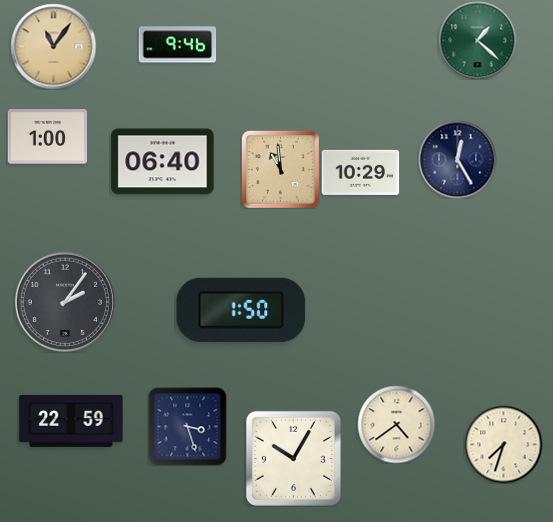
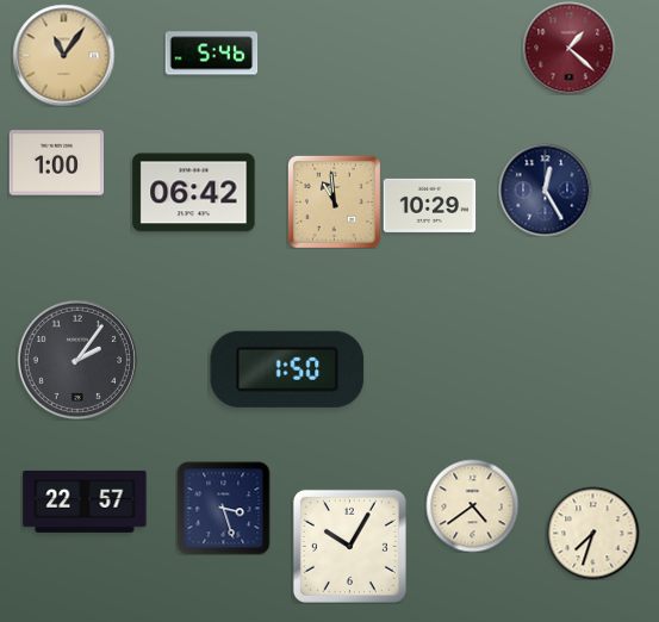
clock at (477, 40) dial: green -> burgundy
clock at (177, 45): 9:46 -> 5:46
clock at (163, 162): 06:40 -> 06:42
clock at (71, 421): 22:59 -> 22:57
clock at (503, 444) position: (503, 444) -> (592, 533)
